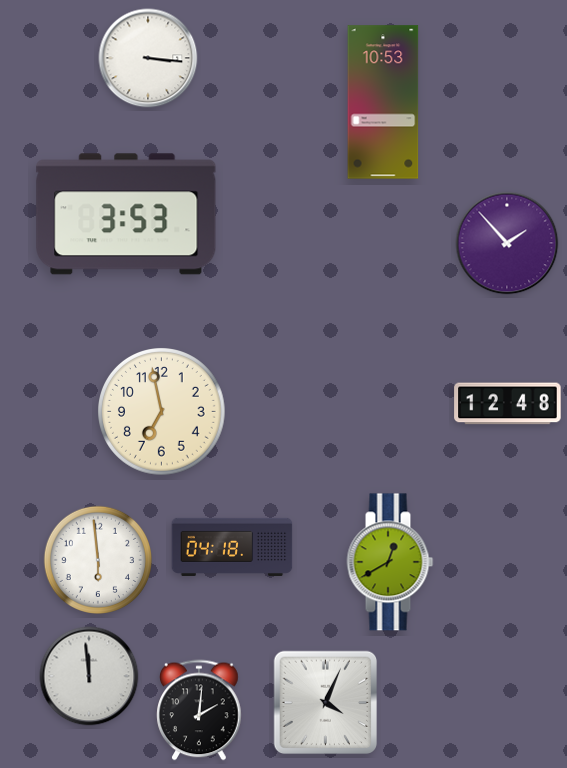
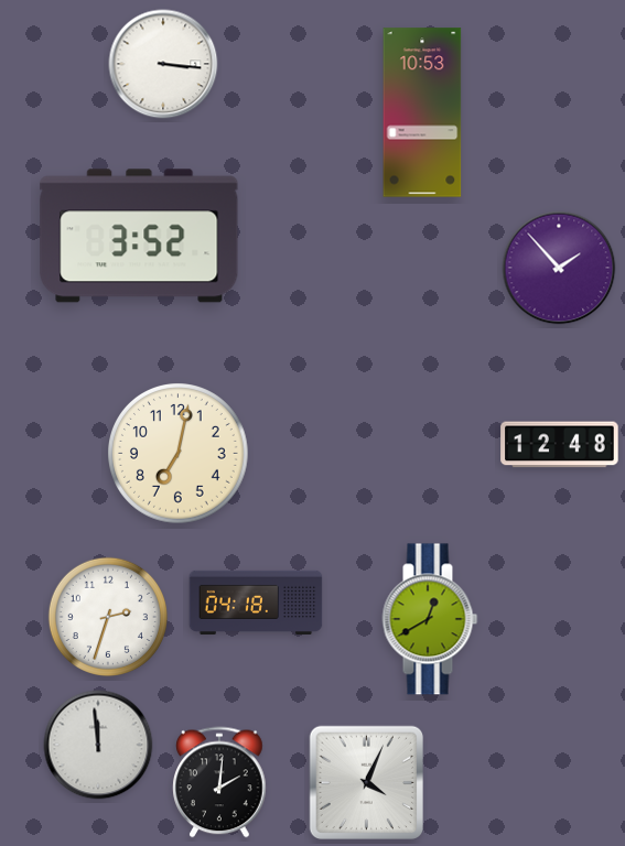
clock at (126, 214): 3:53 -> 3:52
clock at (162, 412): 6:58 -> 7:02
clock at (97, 559): 5:59 -> 2:33
clock at (326, 703) position: (326, 703) -> (367, 783)
